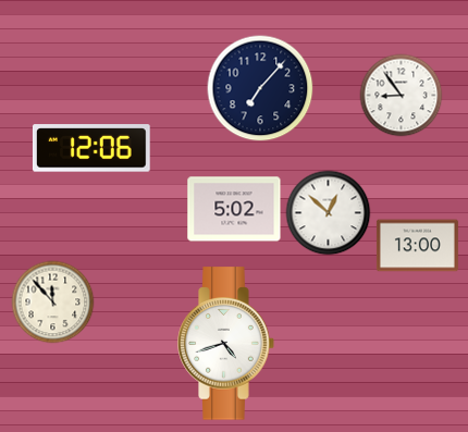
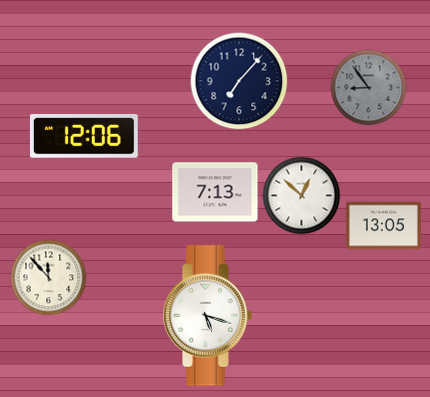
clock at (402, 96) dial: white -> grey
clock at (234, 209): 5:02 -> 7:13
clock at (417, 246): 13:00 -> 13:05
clock at (226, 344): 4:42 -> 5:18
